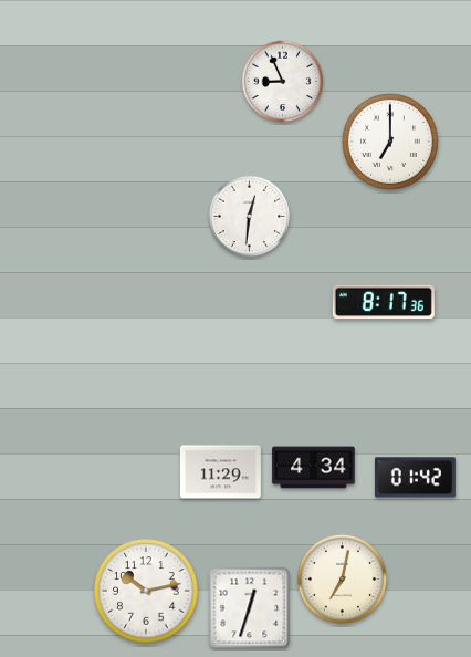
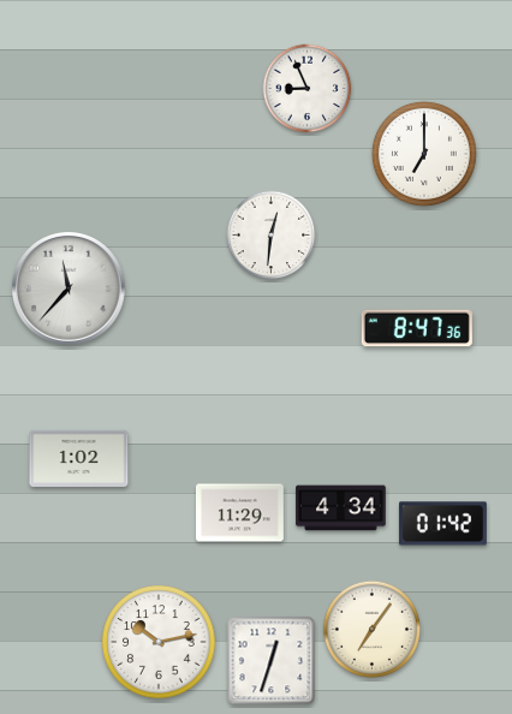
clock at (70, 290): none -> 11:37
clock at (384, 302): 8:17 -> 8:47
clock at (79, 458): none -> 1:02
clock at (415, 478) position: (415, 478) -> (442, 524)
clock at (342, 578): 7:02 -> 7:06
